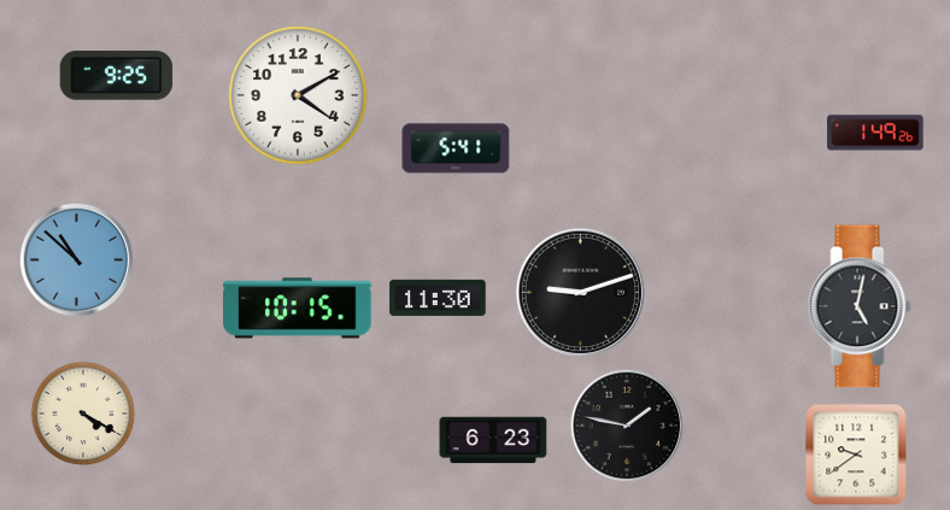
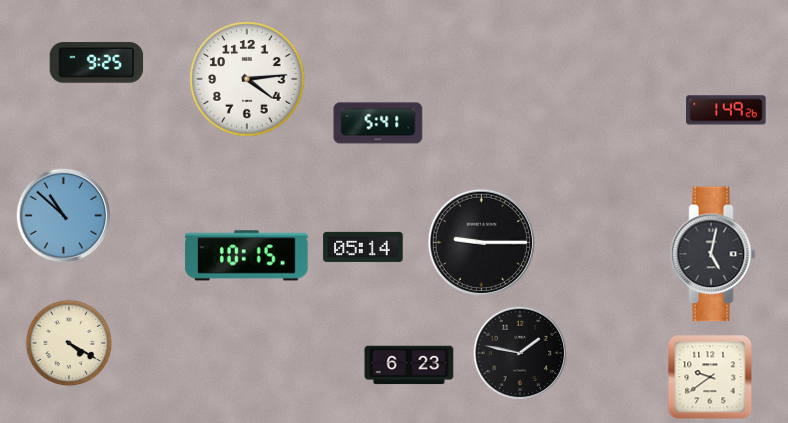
clock at (298, 95): 4:10 -> 4:14
clock at (580, 292): 9:12 -> 9:15
clock at (438, 298): 11:30 -> 05:14
